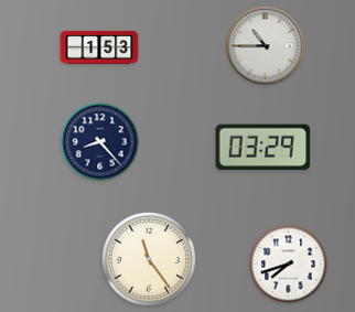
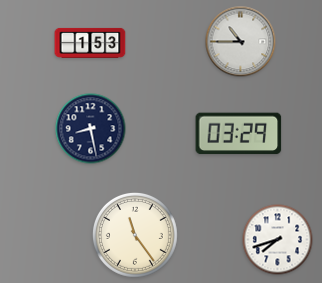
clock at (100, 142): 8:23 -> 8:28
clock at (289, 265) position: (289, 265) -> (278, 240)
